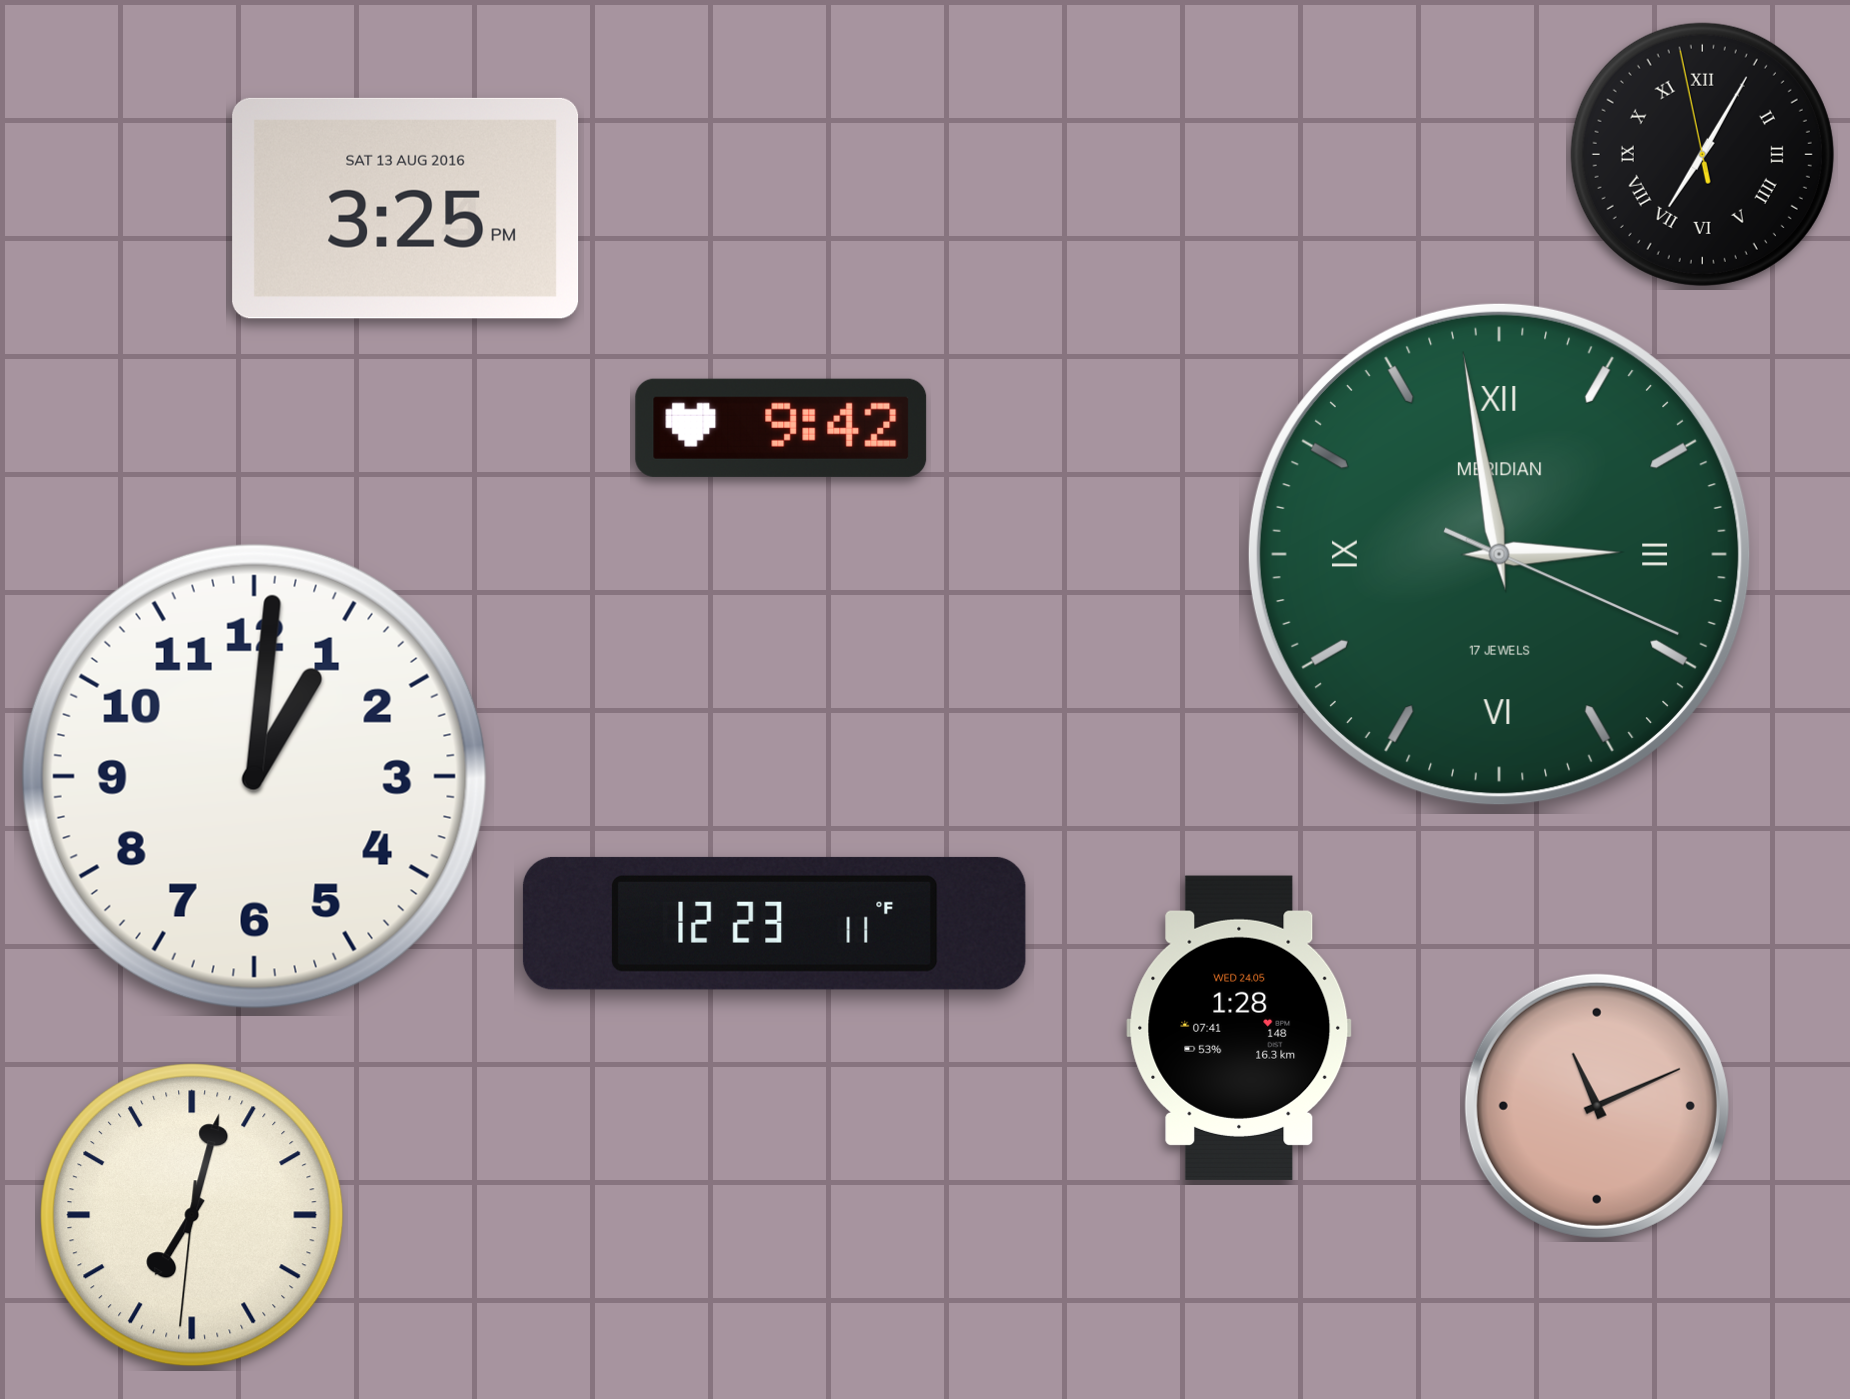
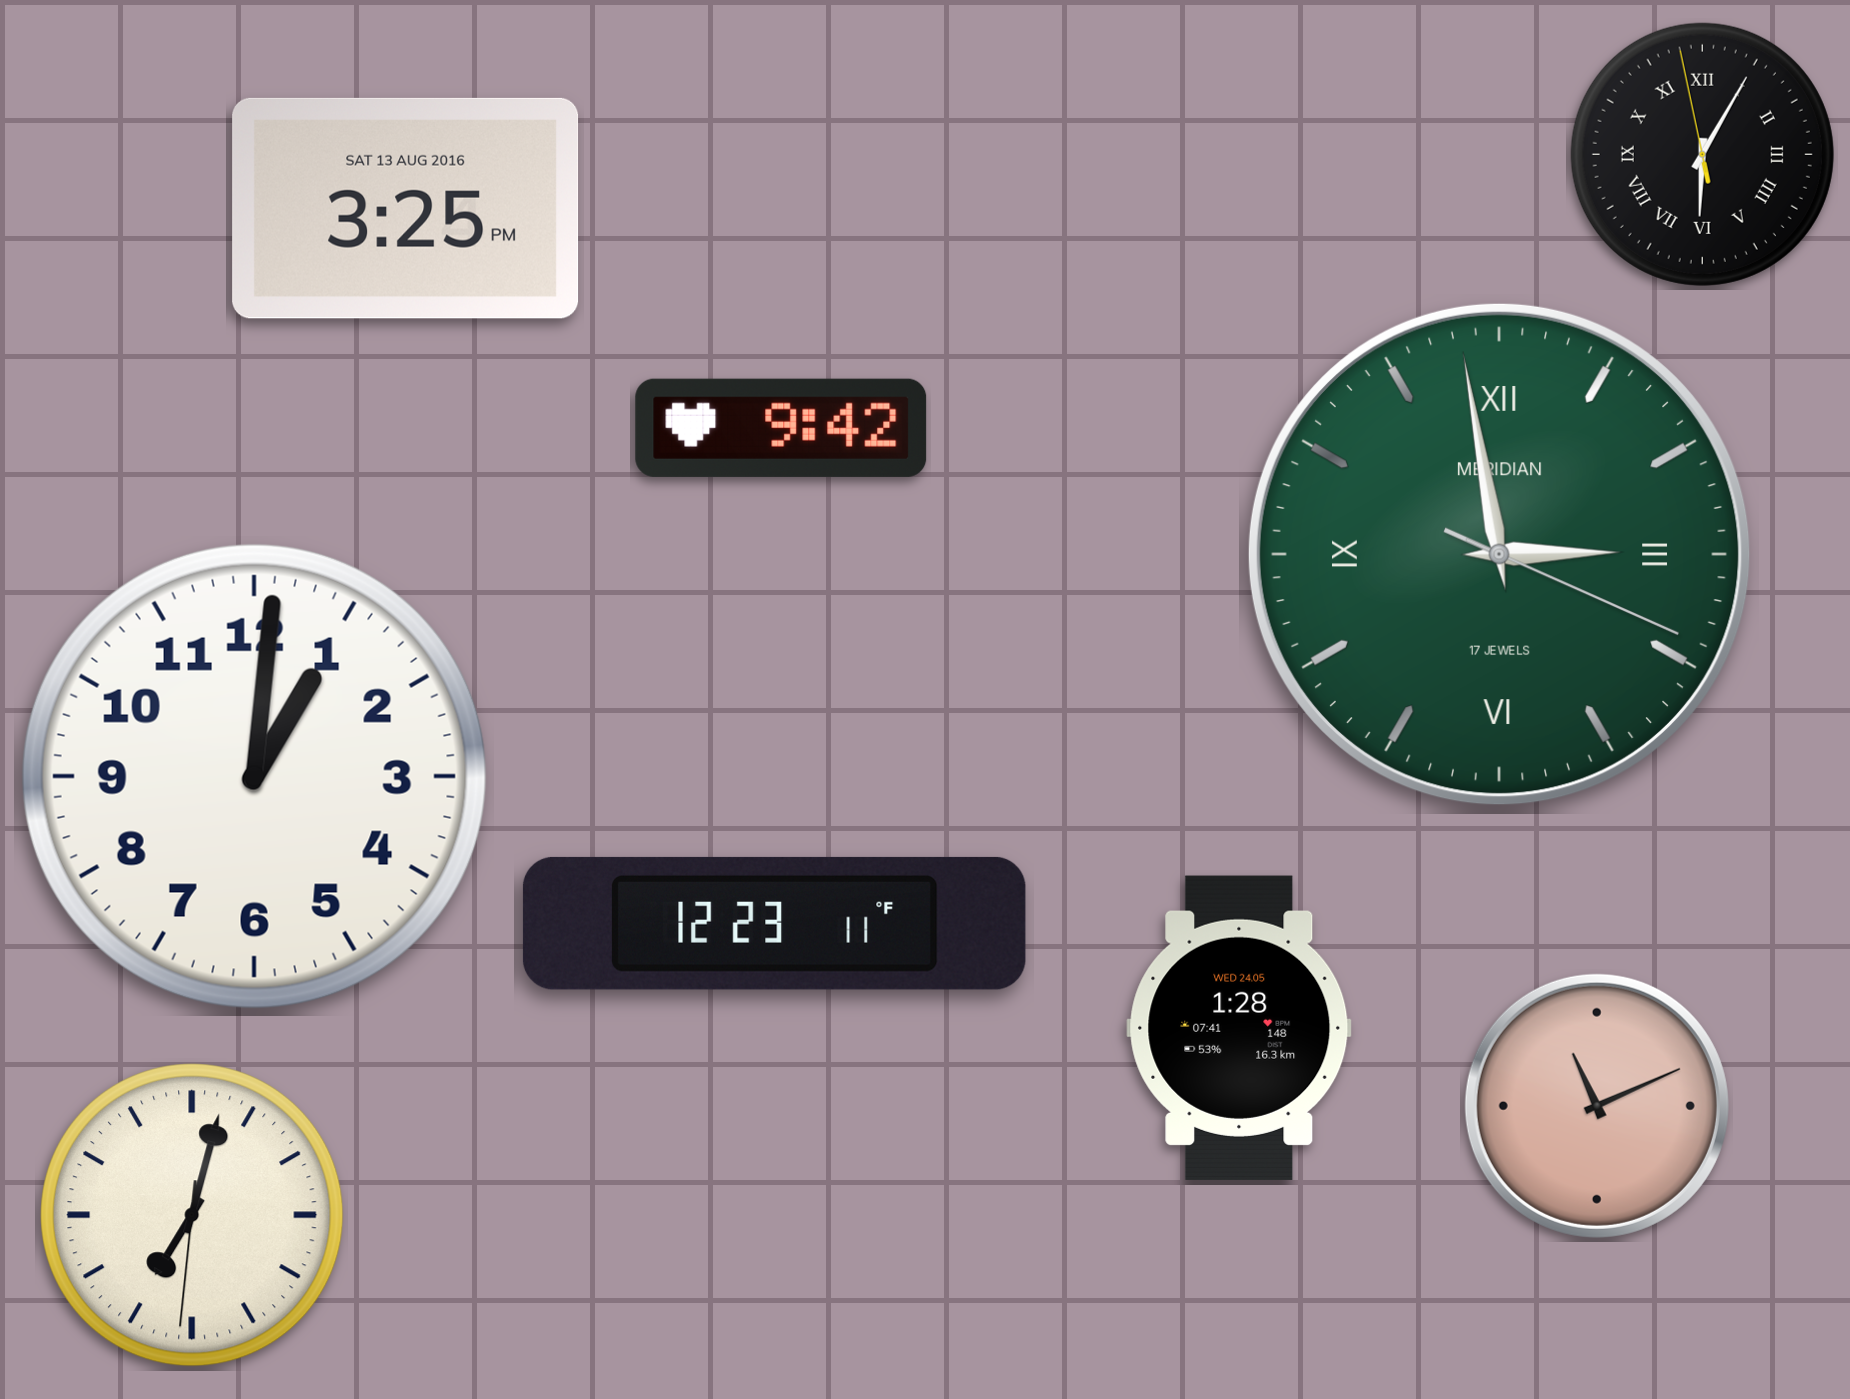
clock at (1702, 154): 7:04 -> 6:04
